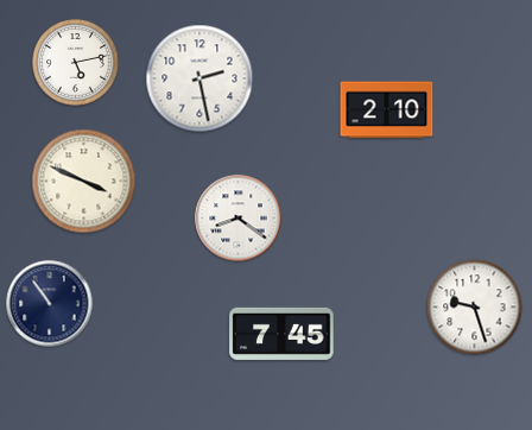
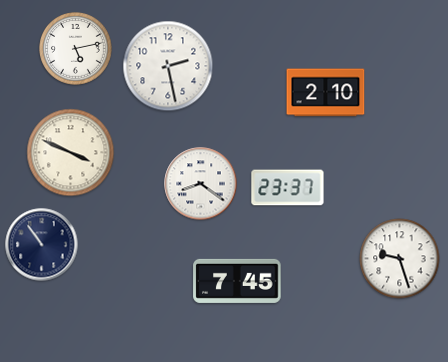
clock at (76, 63) position: (76, 63) -> (76, 49)
clock at (288, 188): none -> 23:37
clock at (50, 304) position: (50, 304) -> (42, 245)
